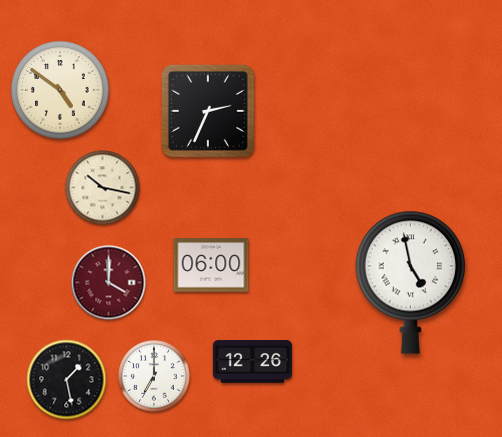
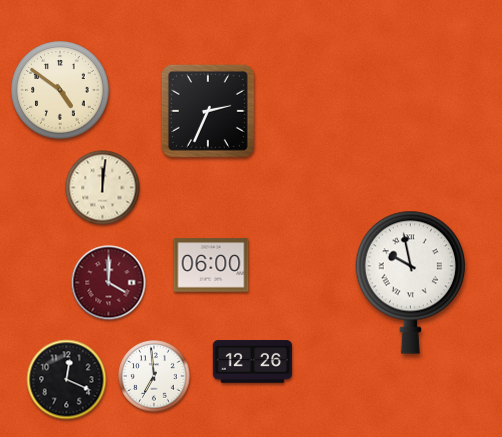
clock at (103, 188): 10:17 -> 12:01
clock at (410, 282): 4:58 -> 9:58
clock at (154, 376): 7:00 -> 6:59
clock at (67, 380): 1:28 -> 12:19
